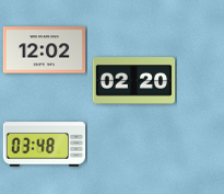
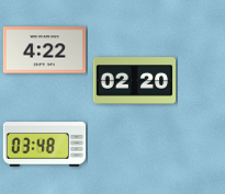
clock at (45, 50): 12:02 -> 4:22
